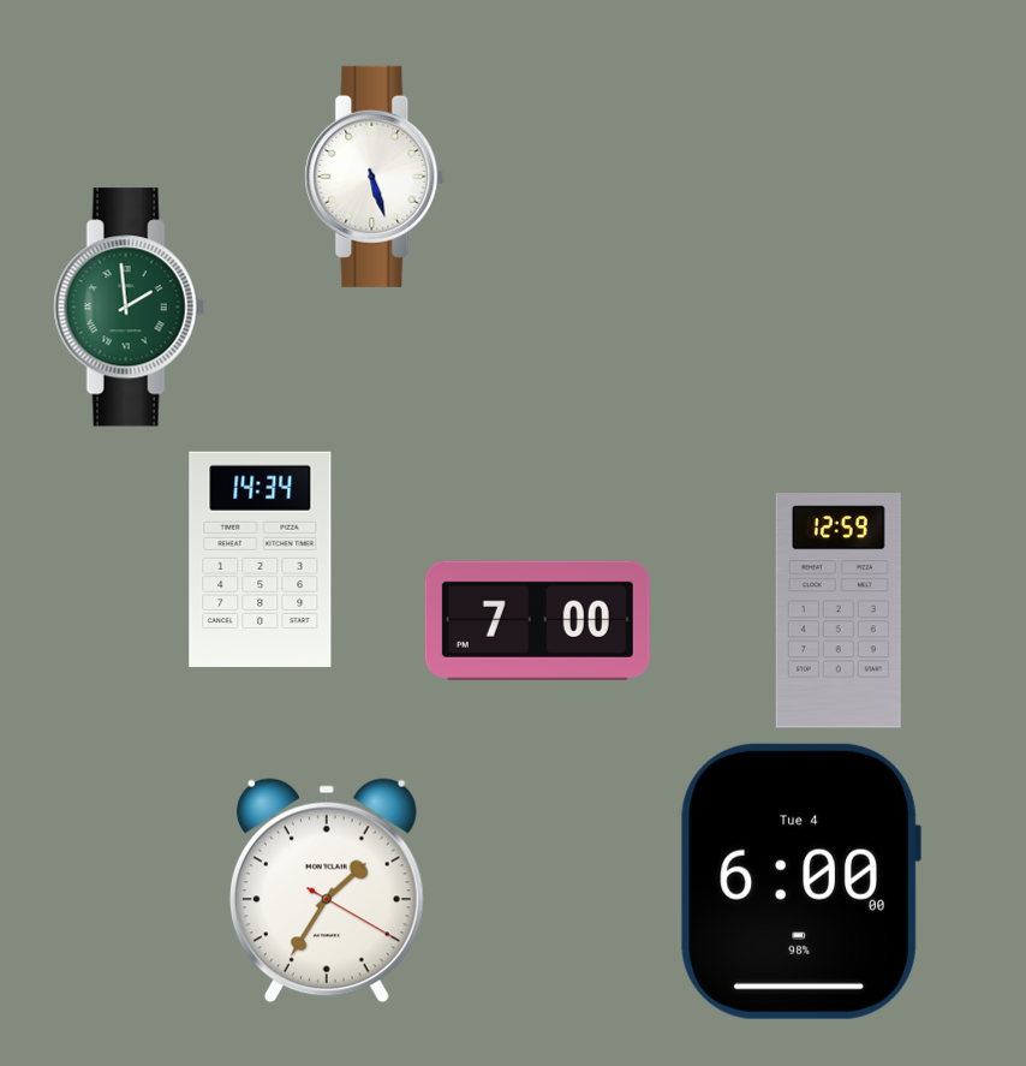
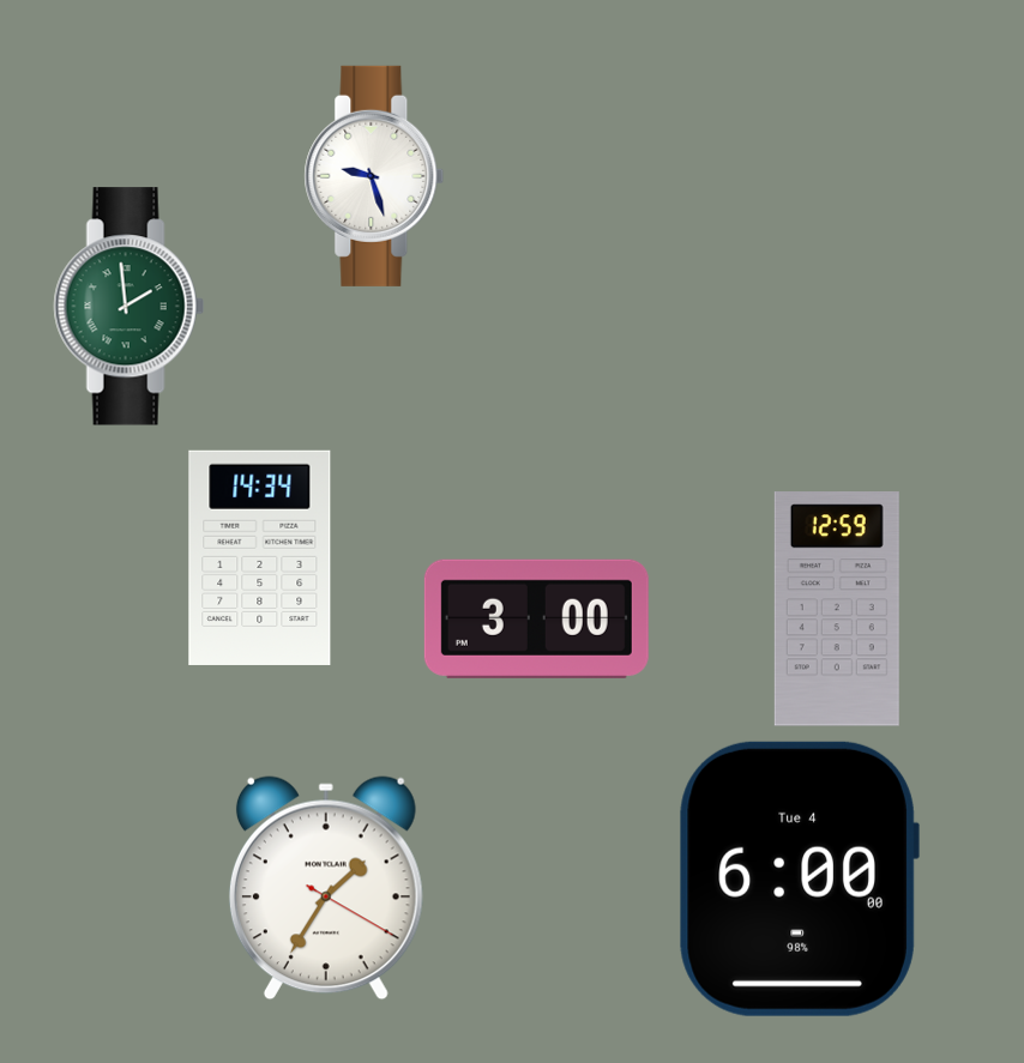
clock at (375, 177): 5:27 -> 9:27
clock at (537, 620): 7:00 -> 3:00
